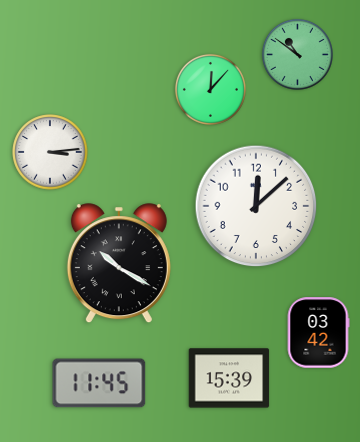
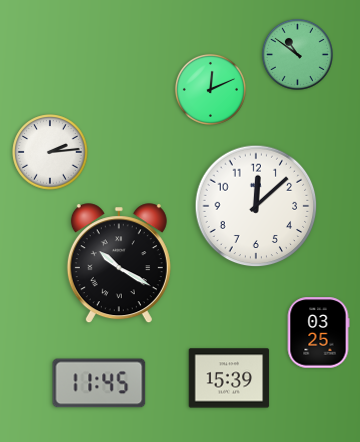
clock at (210, 89): 12:07 -> 12:11
clock at (50, 152): 3:14 -> 2:14
clock at (318, 333): 03:42 -> 03:25
